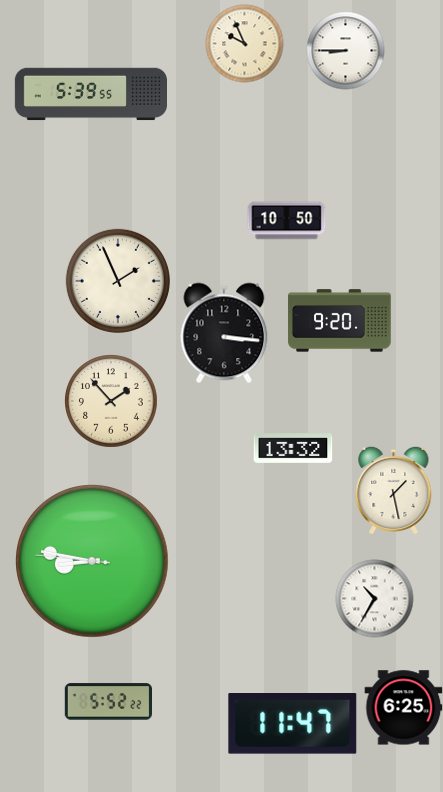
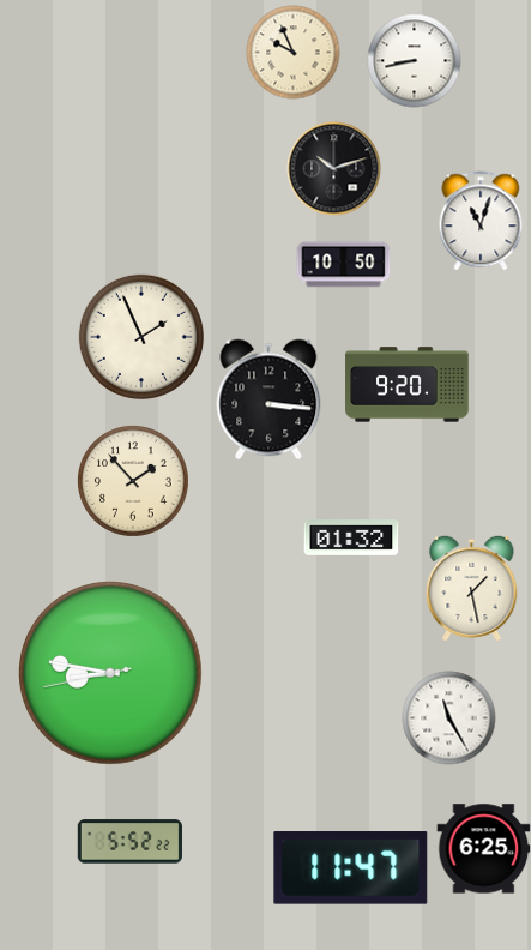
clock at (345, 50): 8:45 -> 8:43
clock at (90, 94): 5:39 -> none
clock at (333, 168): none -> 10:12
clock at (481, 221): none -> 11:03
clock at (293, 449): 13:32 -> 01:32
clock at (92, 561): 8:46:46 -> 8:46:43
clock at (374, 598): 10:35 -> 11:25
